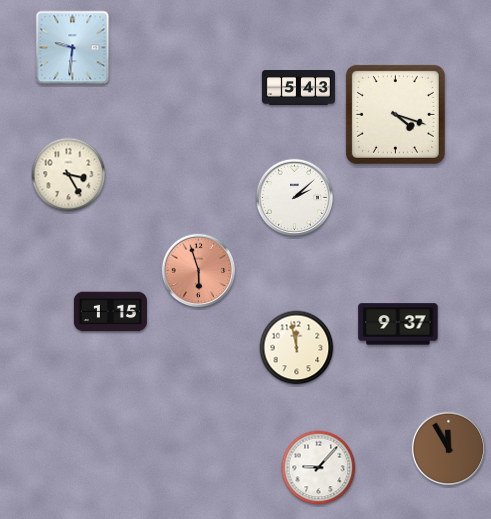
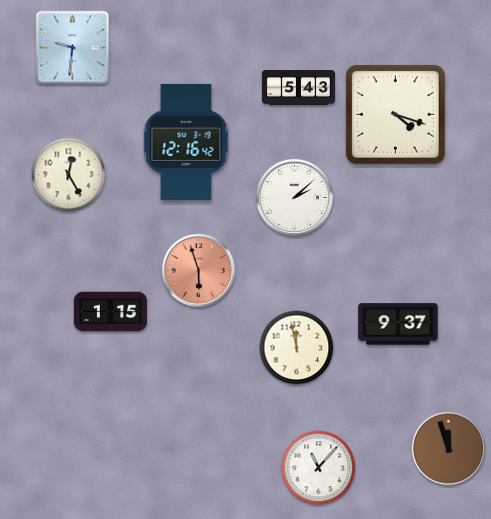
clock at (186, 142): none -> 12:16
clock at (69, 175): 3:25 -> 12:25
clock at (449, 449): 11:55 -> 11:57
clock at (319, 468): 9:07 -> 11:07
